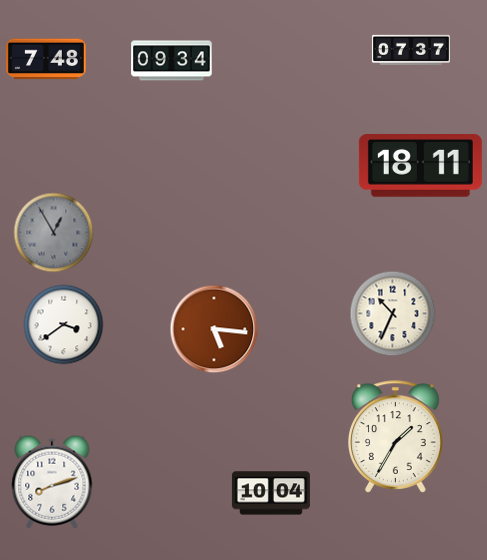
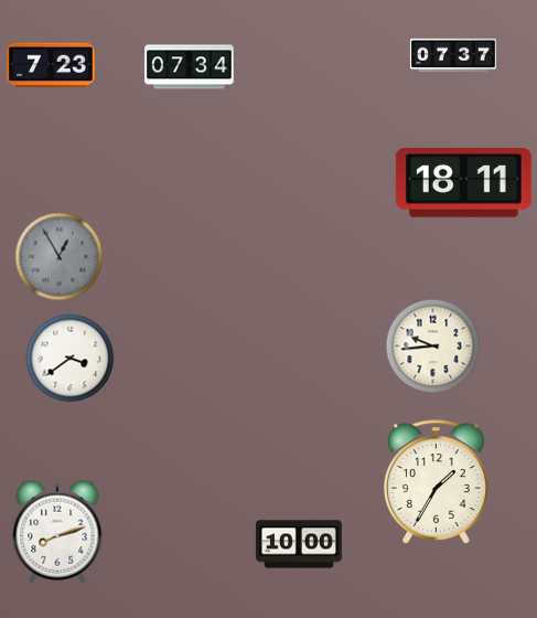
clock at (47, 59): 7:48 -> 7:23
clock at (172, 61): 09:34 -> 07:34
clock at (393, 314): 10:34 -> 9:44
clock at (214, 329): 5:16 -> none
clock at (271, 493): 10:04 -> 10:00
